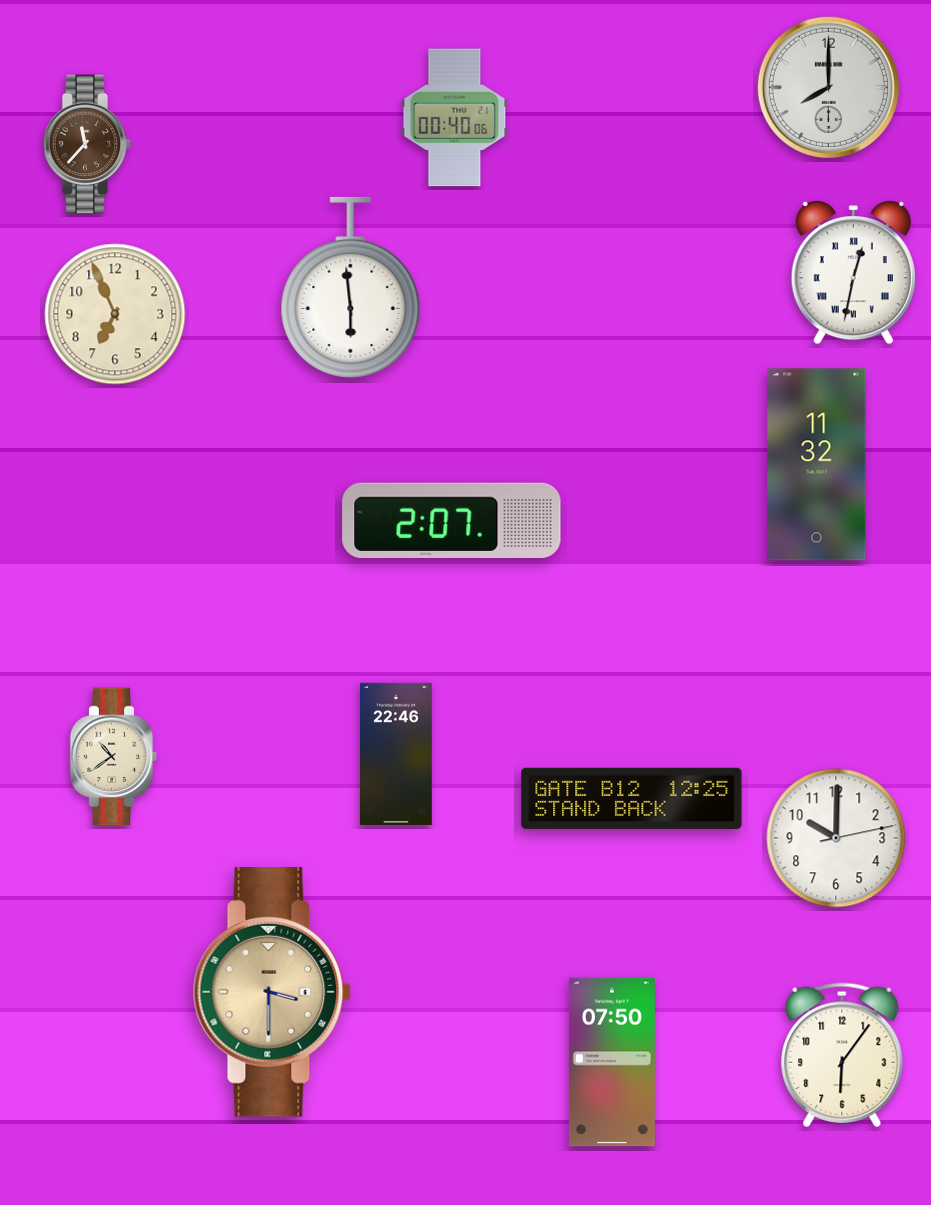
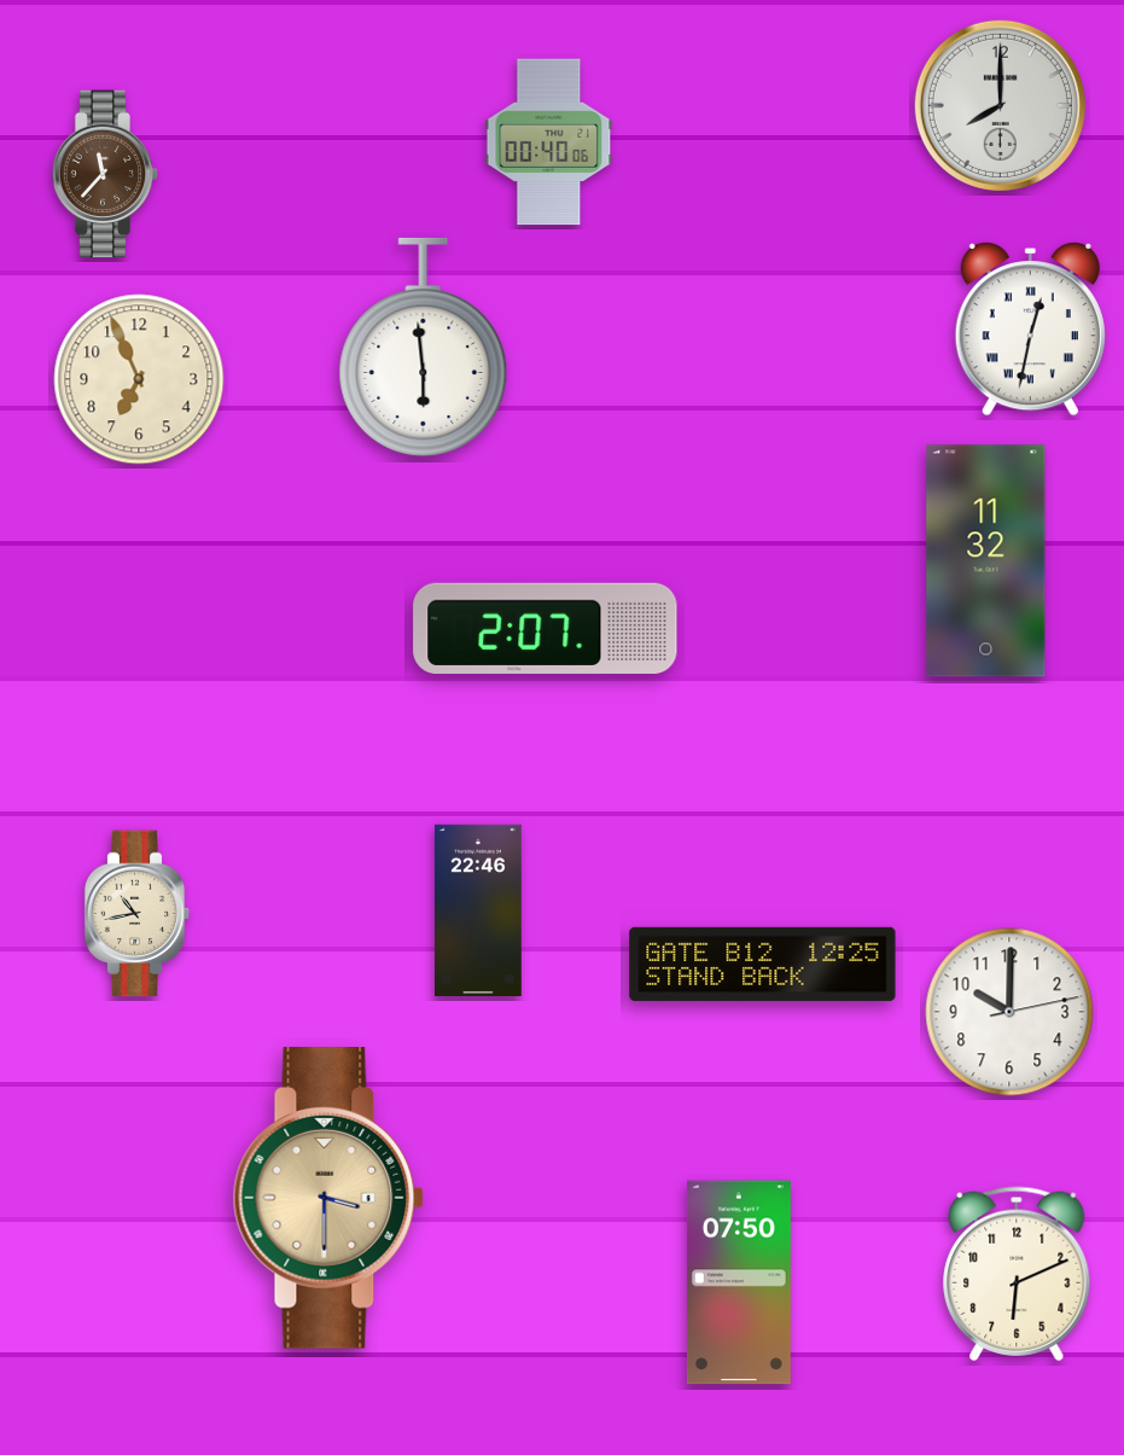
clock at (114, 757): 10:39 -> 10:43
clock at (842, 1055): 6:06 -> 6:11
